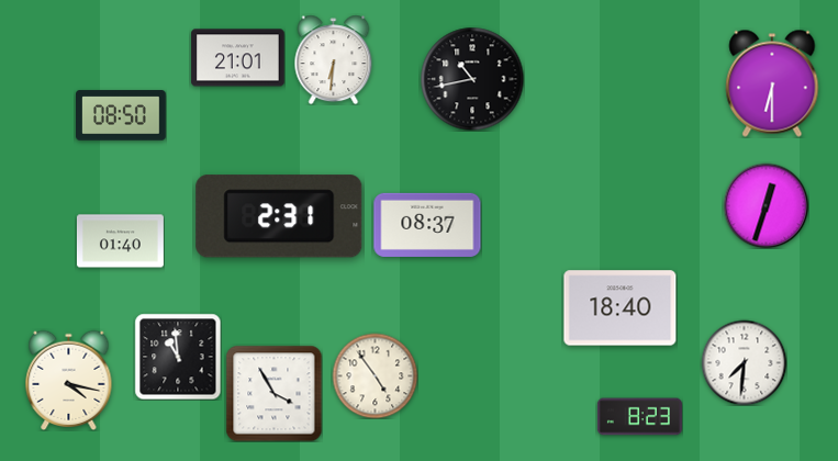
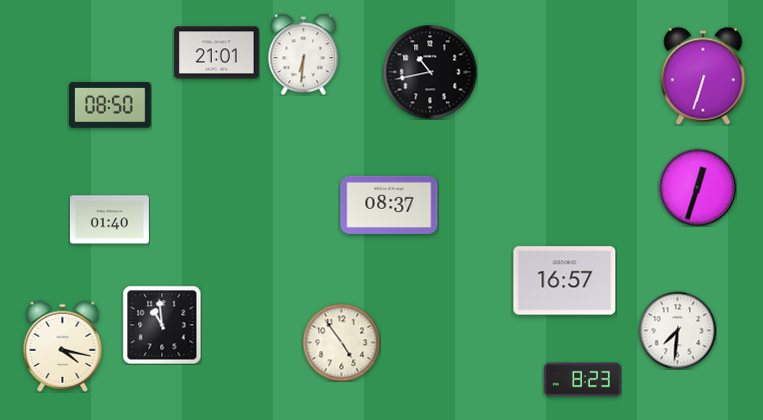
clock at (772, 83): 6:30 -> 6:33
clock at (279, 216): 2:31 -> none
clock at (621, 308): 18:40 -> 16:57
clock at (273, 393): 3:55 -> none
